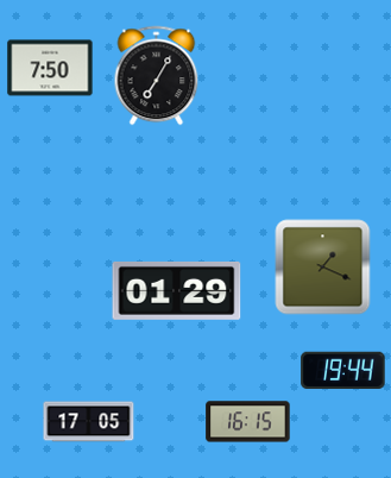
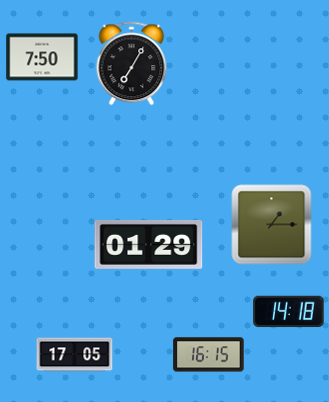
clock at (323, 268): 1:19 -> 1:15
clock at (343, 371): 19:44 -> 14:18
